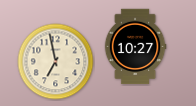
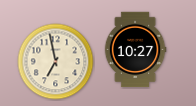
clock at (135, 47) position: (135, 47) -> (135, 50)
